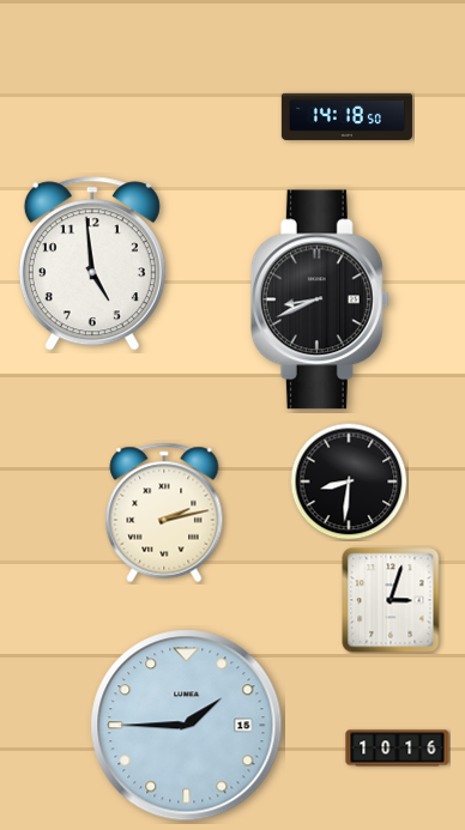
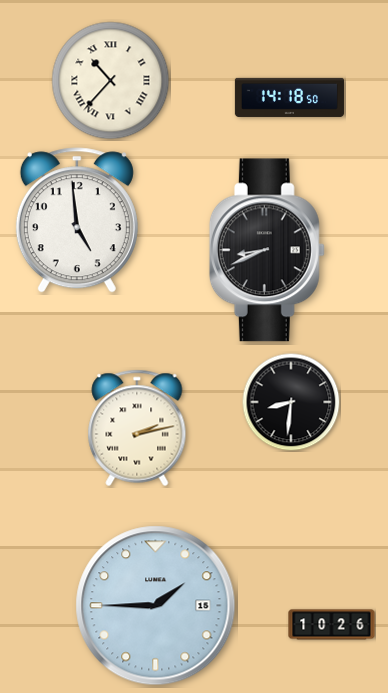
clock at (111, 81): none -> 10:37
clock at (391, 600): 3:03 -> none
clock at (398, 749): 10:16 -> 10:26
